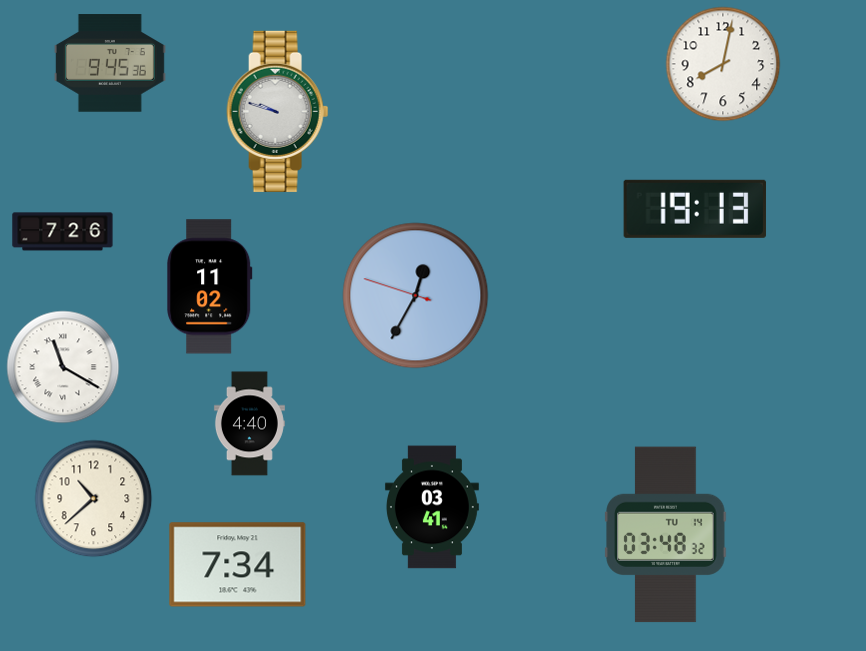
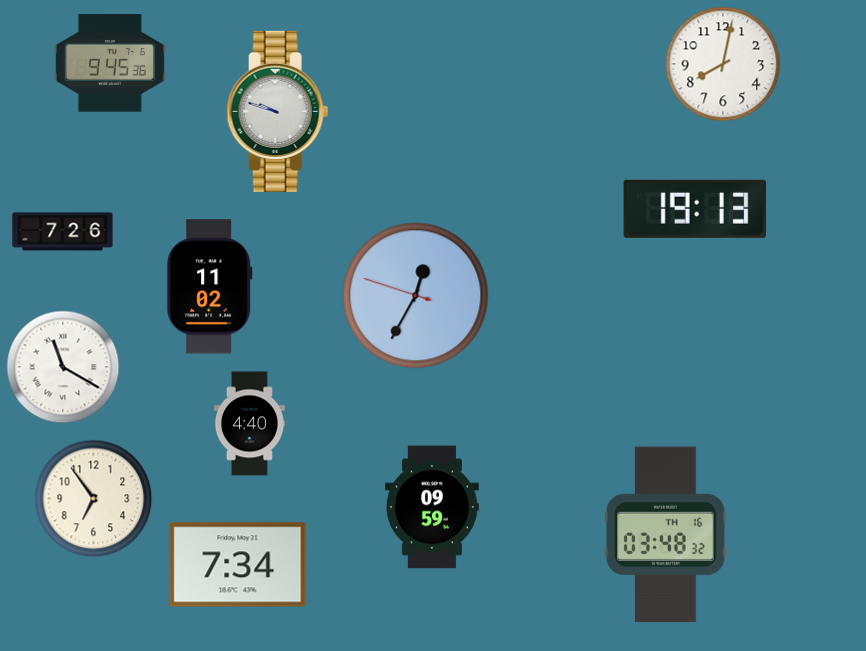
clock at (94, 499): 10:38 -> 6:54
clock at (432, 507): 03:41 -> 09:59
clock at (666, 535) date: TU 14 -> TH 16
